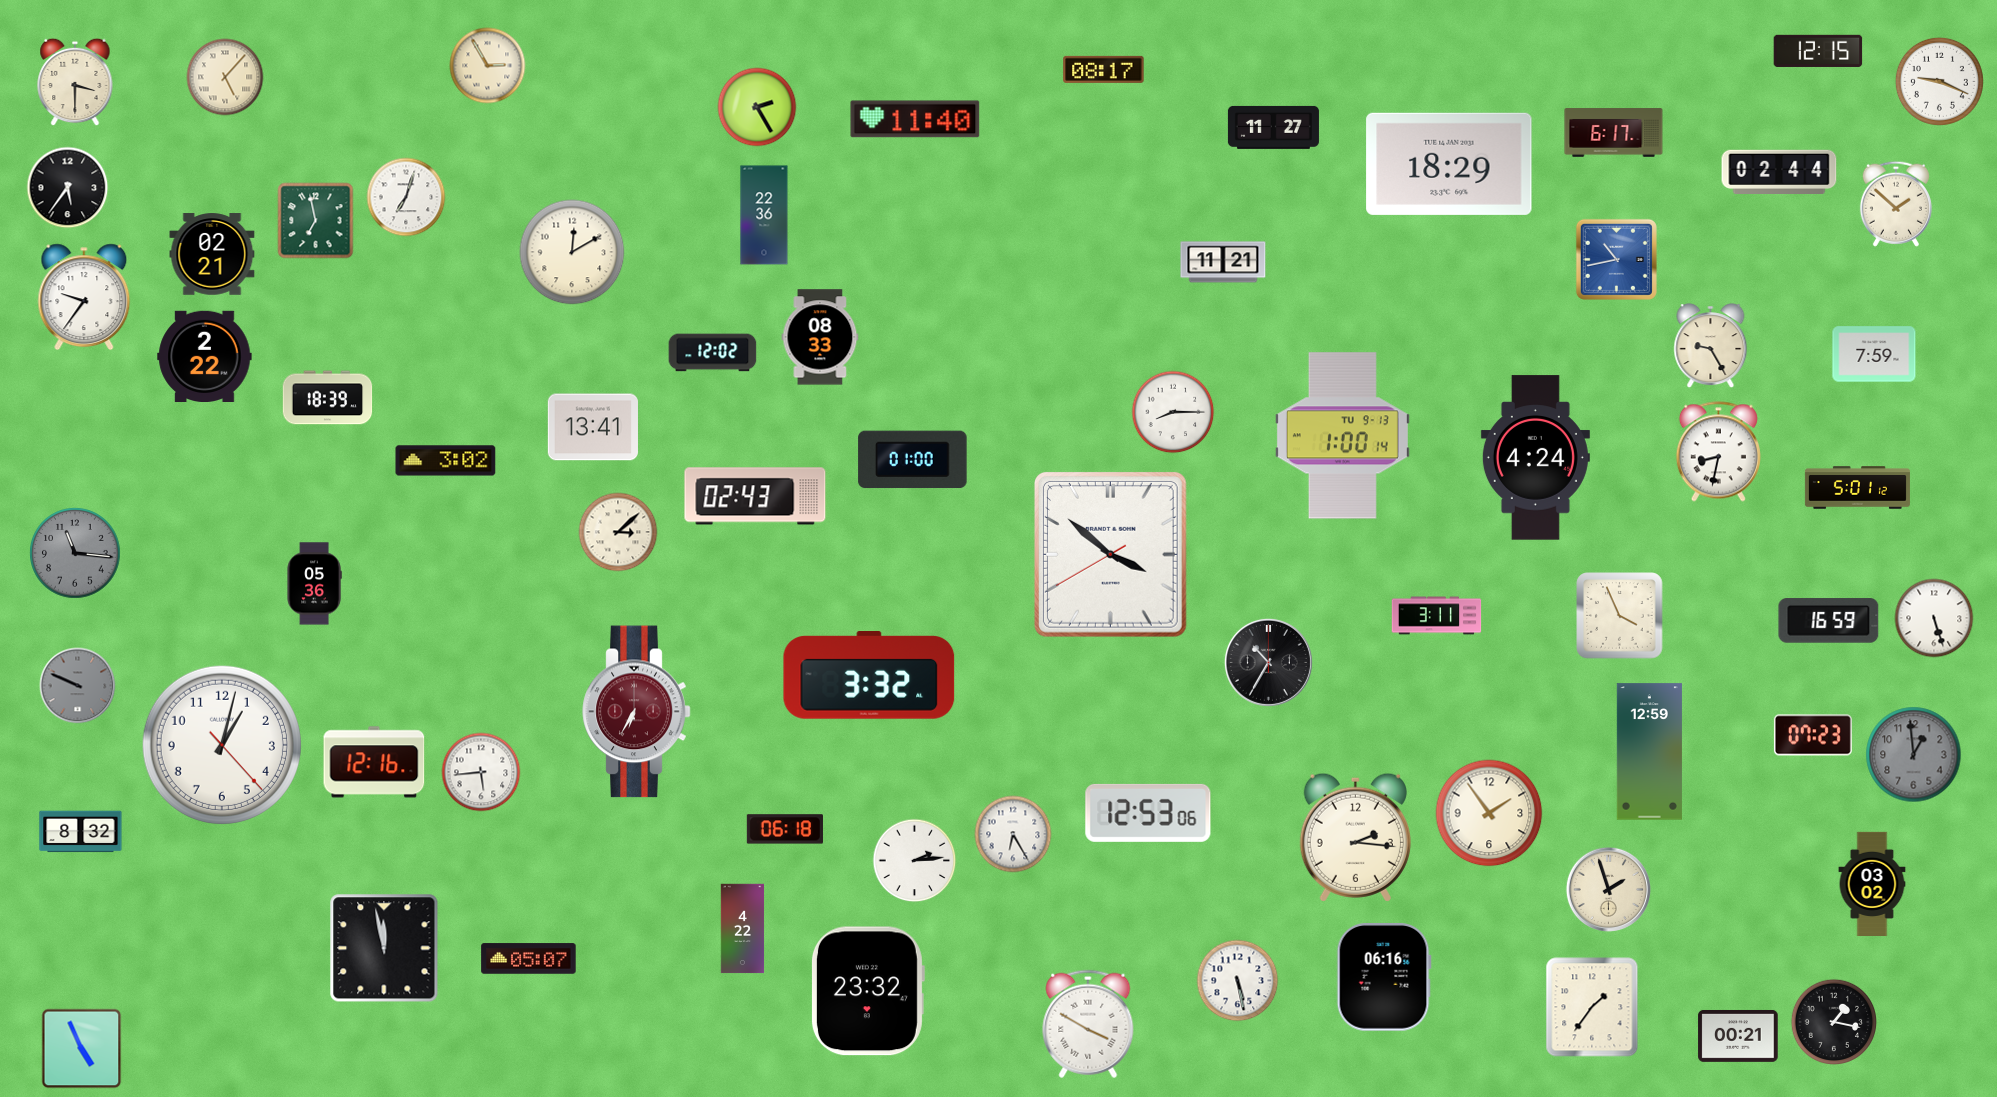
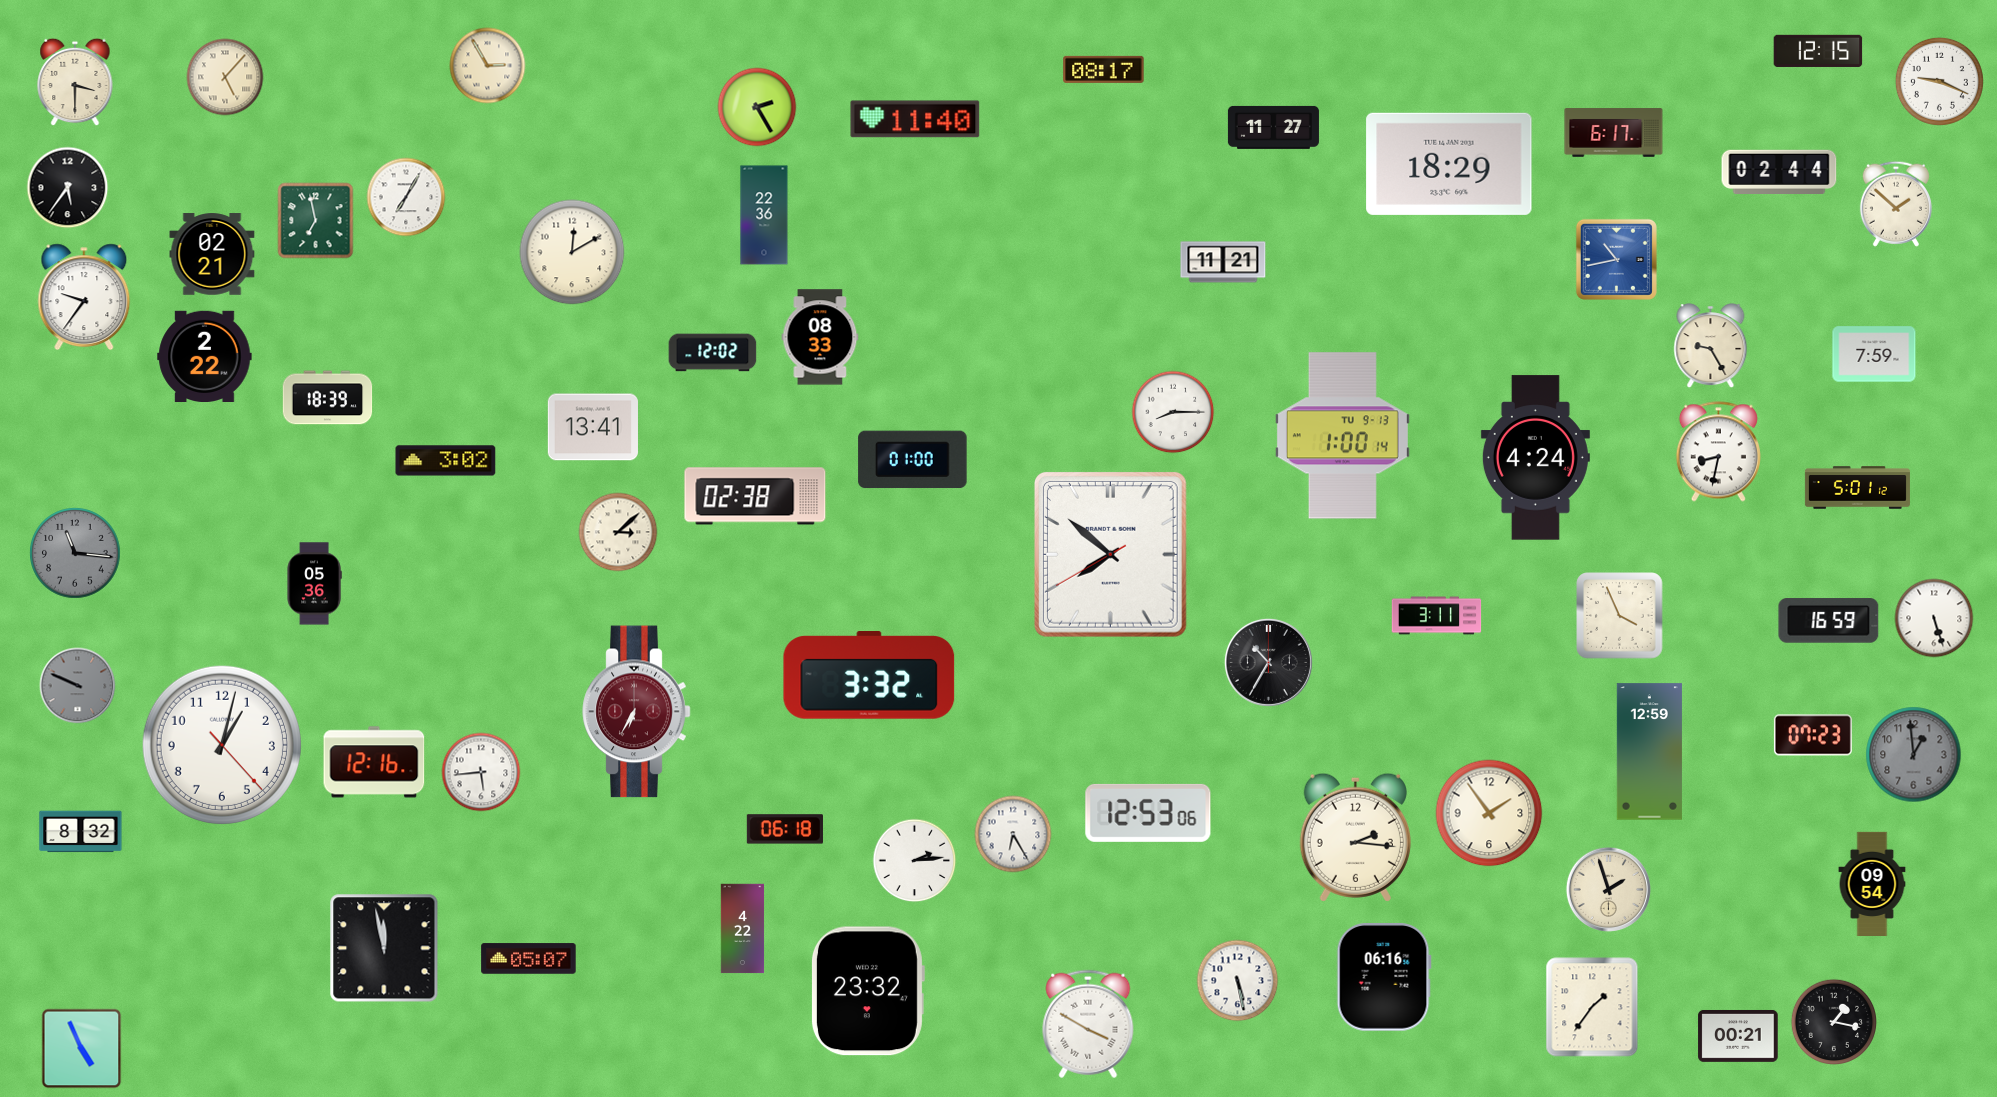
clock at (406, 197): 7:03 -> 7:05
clock at (755, 496): 02:43 -> 02:38
clock at (1110, 554): 3:51 -> 7:51
clock at (1872, 883): 03:02 -> 09:54
